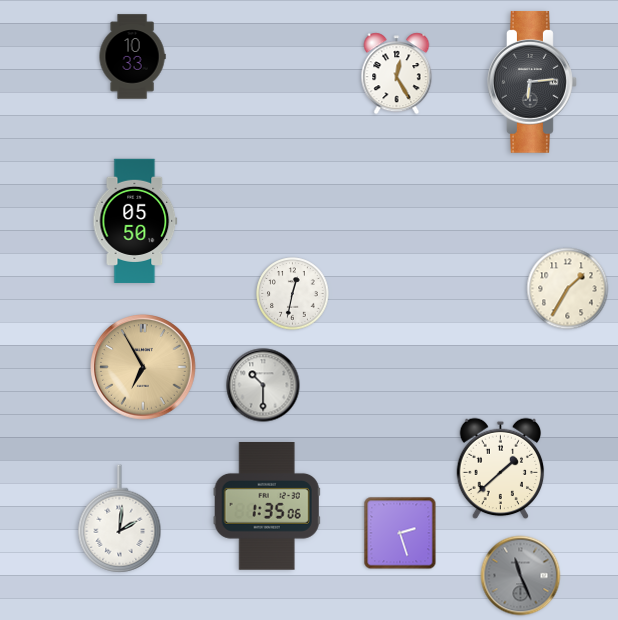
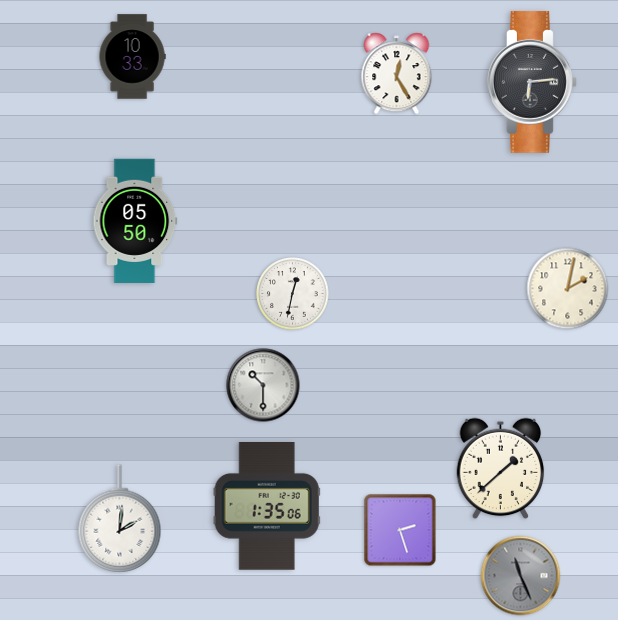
clock at (568, 289): 1:35 -> 2:02
clock at (143, 367): 6:55 -> none
clock at (400, 533) position: (400, 533) -> (400, 530)
